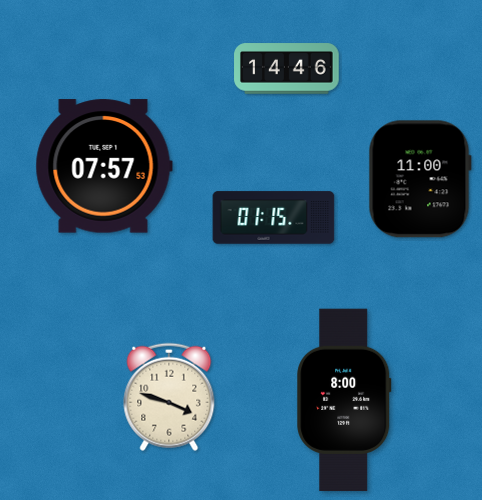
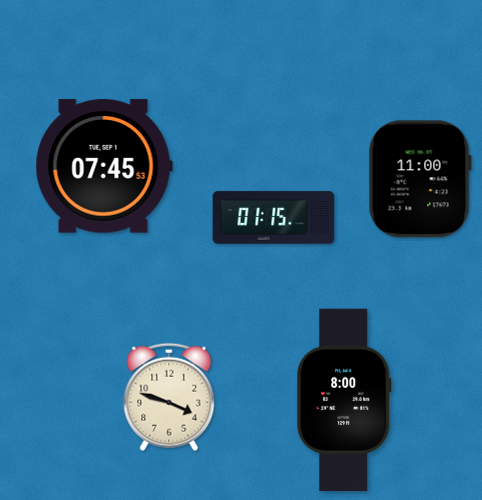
clock at (287, 69): 14:46 -> none
clock at (104, 166): 07:57 -> 07:45
